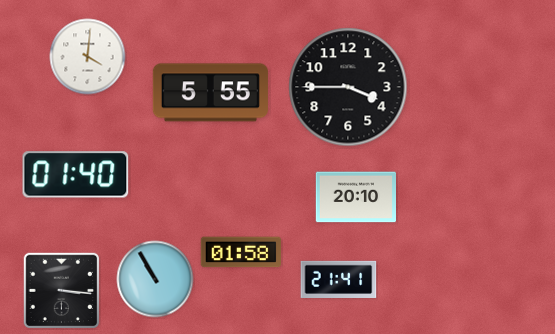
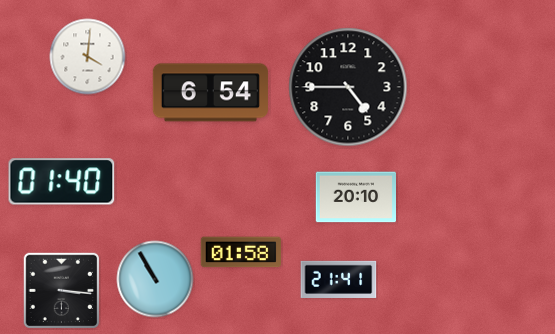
clock at (348, 87): 3:45 -> 4:45
clock at (210, 93): 5:55 -> 6:54
clock at (76, 175) position: (76, 175) -> (62, 182)
